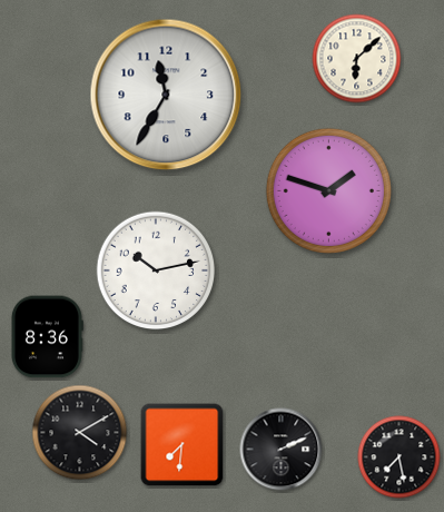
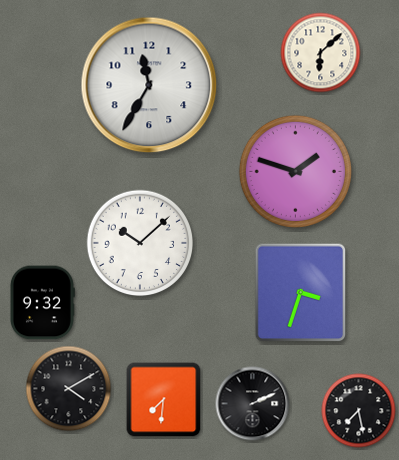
clock at (156, 270): 10:13 -> 10:08
clock at (301, 293): none -> 3:33
clock at (47, 337): 8:36 -> 9:32
clock at (80, 433) position: (80, 433) -> (69, 389)
